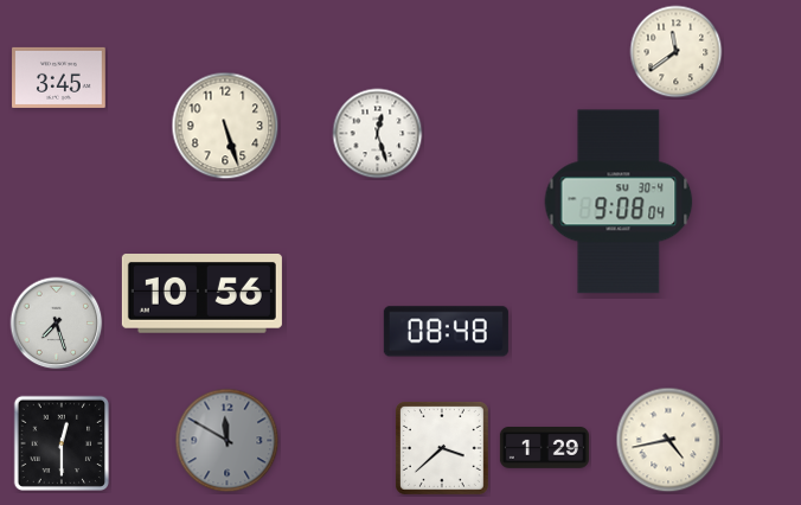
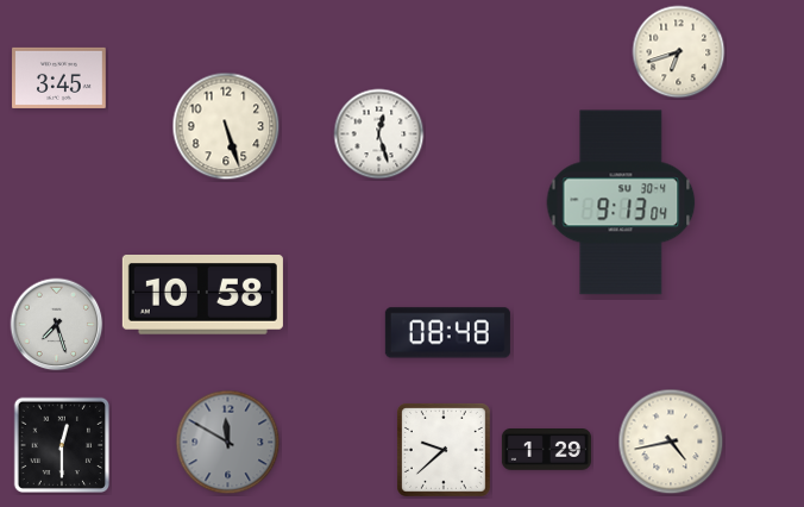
clock at (677, 52): 11:39 -> 6:42
clock at (619, 202): 9:08 -> 9:13
clock at (201, 294): 10:56 -> 10:58
clock at (442, 448): 3:38 -> 9:38
